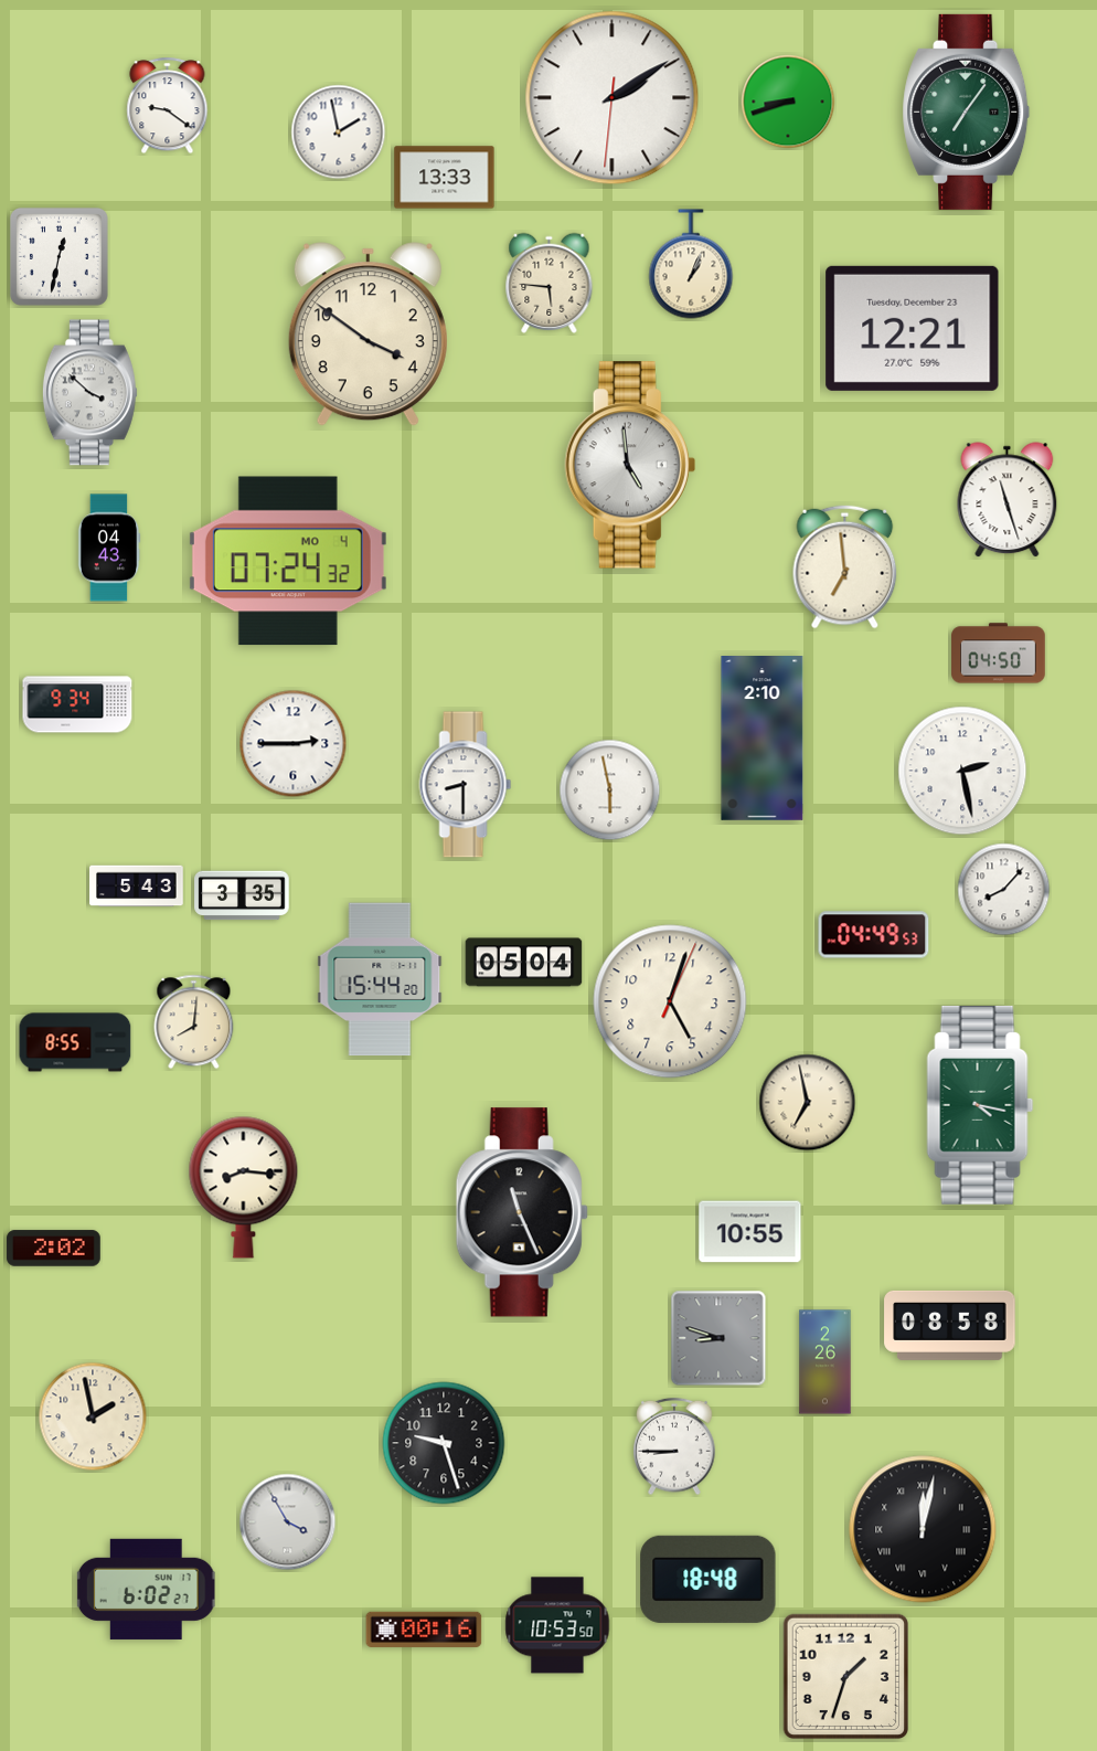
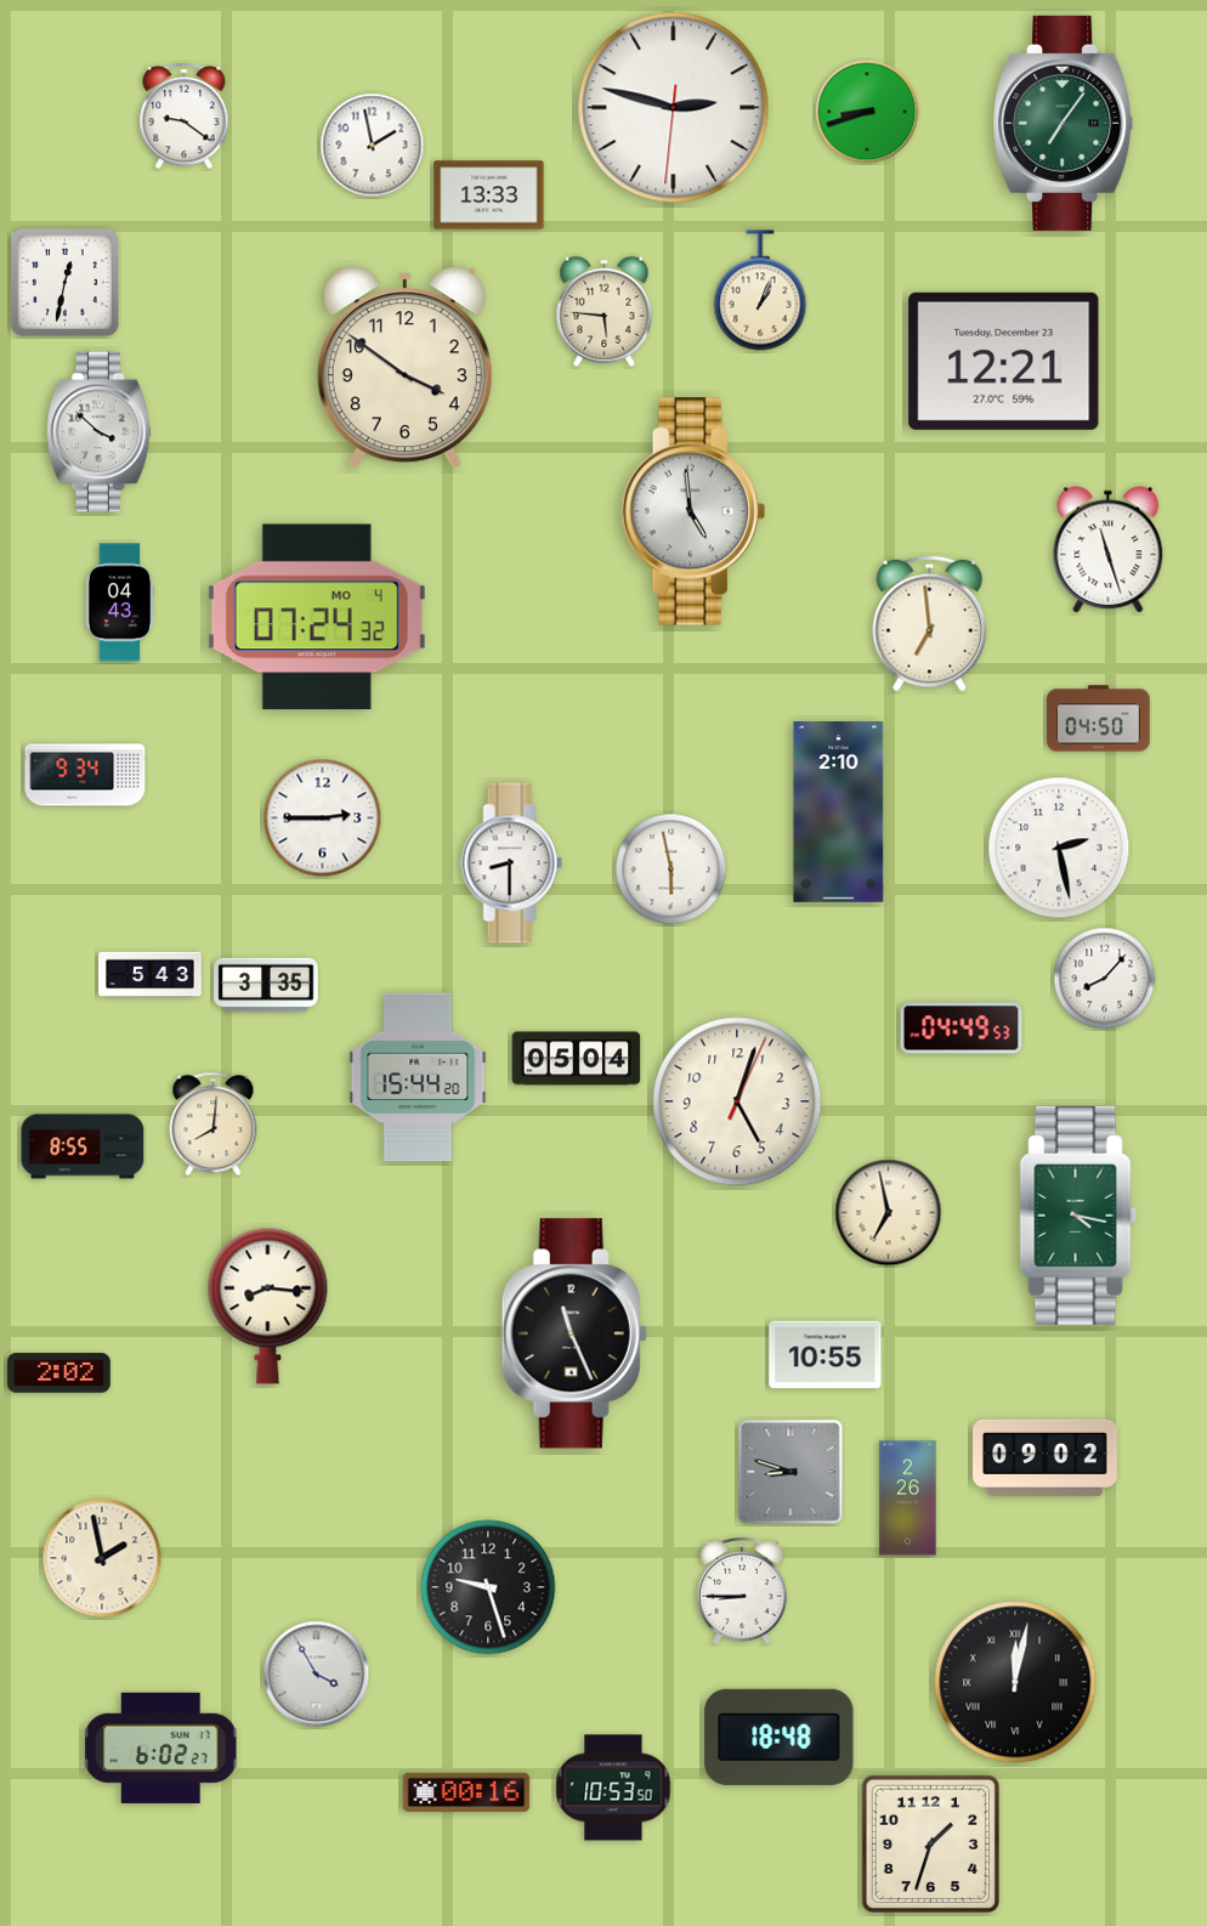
clock at (613, 98): 2:09 -> 2:47
clock at (950, 1325): 08:58 -> 09:02
